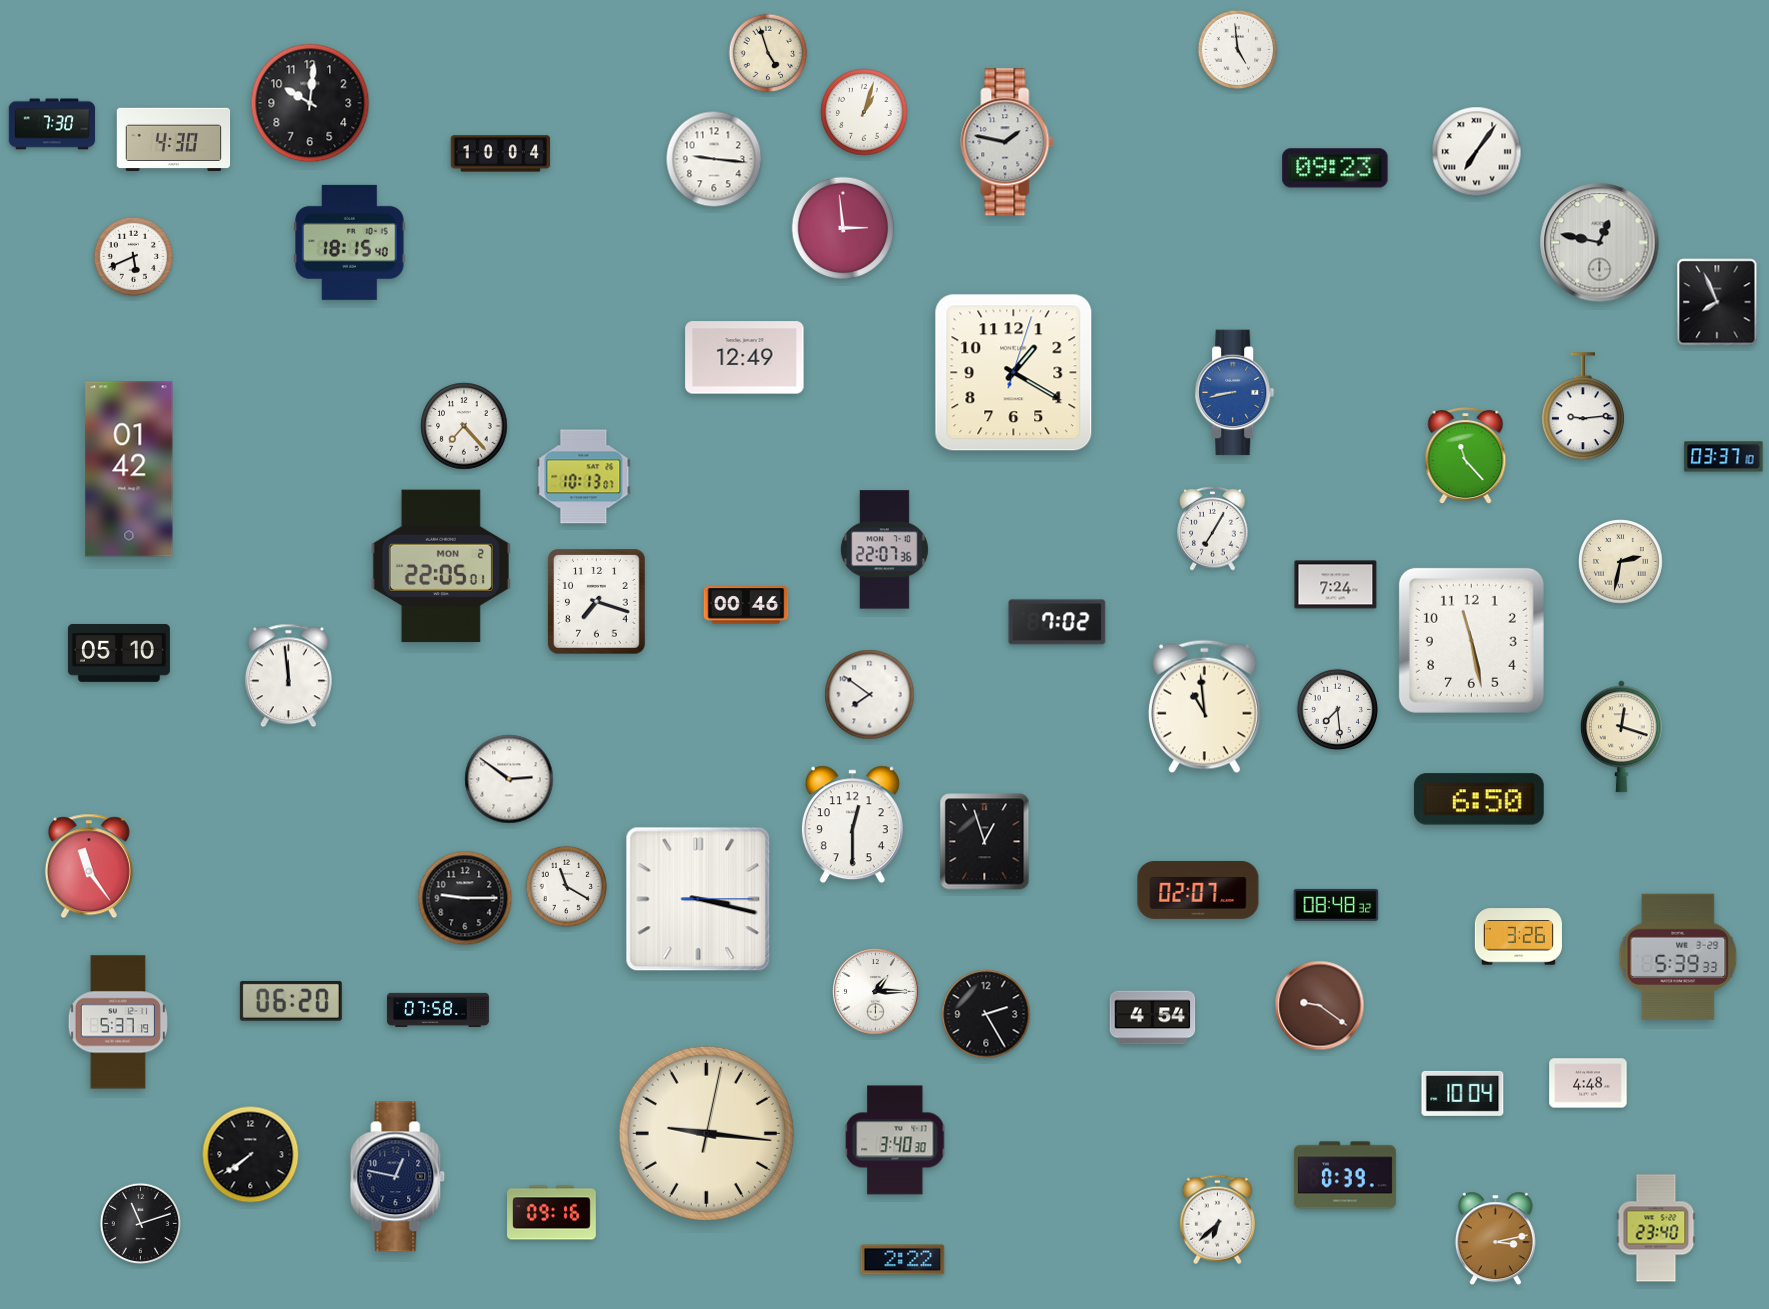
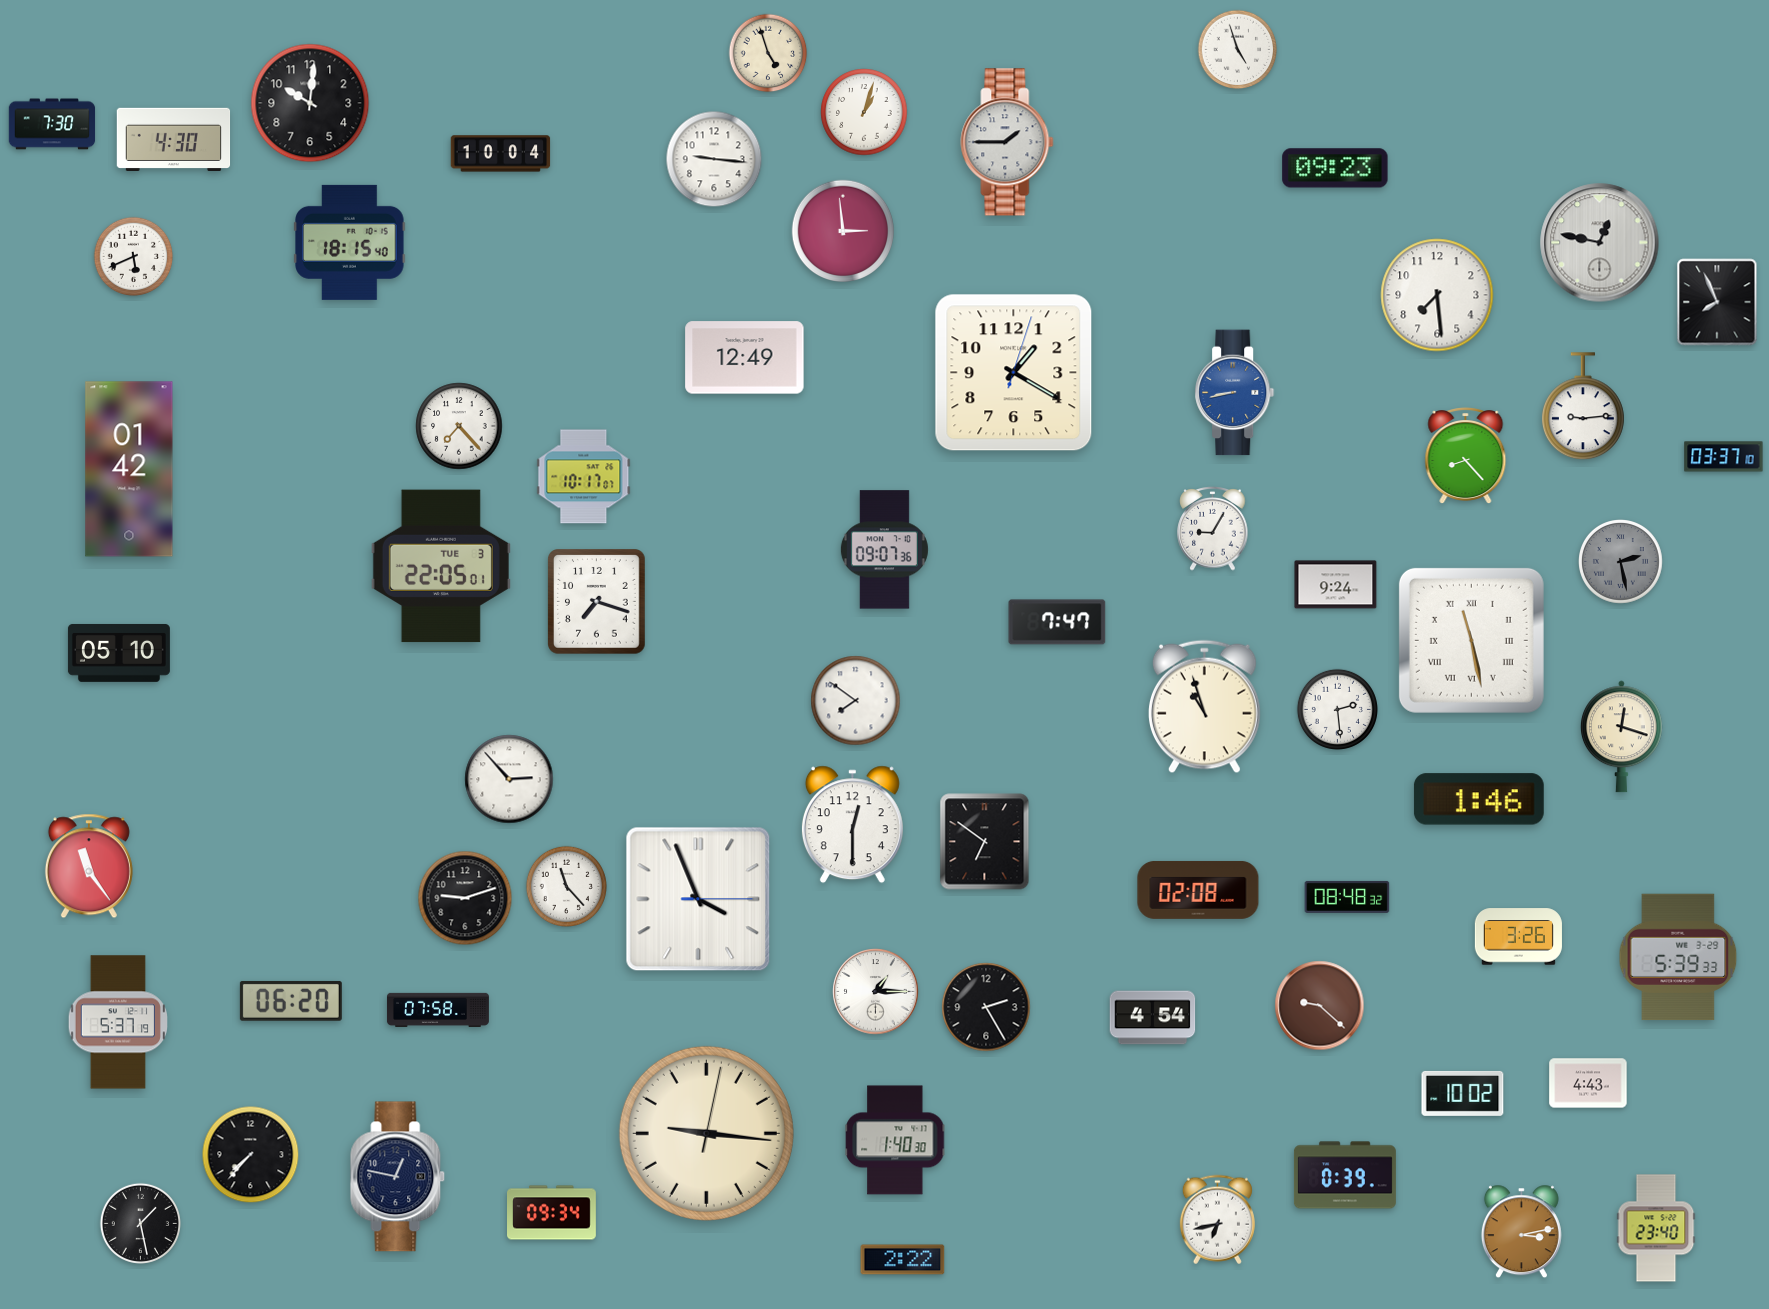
clock at (1238, 50): 4:59 -> 4:57
clock at (1007, 142): 1:47 -> 1:45
clock at (1477, 152): 7:06 -> none
clock at (843, 228) position: (843, 228) -> (843, 231)
clock at (1437, 295): none -> 7:29
clock at (464, 426) position: (464, 426) -> (459, 426)
clock at (1466, 456): 11:23 -> 8:23
clock at (584, 477): 10:13 -> 10:17
clock at (1213, 529): 7:05 -> 9:05
clock at (884, 550): 22:07 -> 09:07
clock at (1621, 562): 2:32 -> 2:28
clock at (1621, 562) dial: cream -> grey
clock at (441, 566) date: MON 2 -> TUE 3
clock at (1336, 585): 7:24 -> 9:24
clock at (746, 605): 00:46 -> none
clock at (1057, 622): 7:02 -> 7:47
clock at (1471, 640) numerals: Arabic -> Roman
clock at (288, 676): 11:59 -> none
clock at (870, 695) position: (870, 695) -> (856, 701)
clock at (1204, 707): 10:59 -> 10:57
clock at (1337, 709): 7:29 -> 2:29
clock at (509, 779): 2:51 -> 2:53
clock at (1479, 799): 6:50 -> 1:46
clock at (985, 842): 12:57 -> 6:51
clock at (566, 886): 11:20 -> 11:23
clock at (1198, 890): 02:07 -> 02:08
clock at (465, 898): 9:15 -> 9:12
clock at (698, 899): 3:17 -> 3:56
clock at (1336, 905) position: (1336, 905) -> (1347, 897)
clock at (1320, 1006): 9:21 -> 9:22
clock at (986, 1014) position: (986, 1014) -> (986, 1007)
clock at (1588, 1083): 4:48 -> 4:43
clock at (1463, 1093): 10:04 -> 10:02
clock at (895, 1140): 3:40 -> 1:40
clock at (251, 1155): 7:39 -> 7:37
clock at (552, 1213): 09:16 -> 09:34
clock at (1217, 1220): 6:38 -> 6:43
clock at (140, 1223): 11:12 -> 1:28
clock at (1495, 1239) position: (1495, 1239) -> (1521, 1232)
